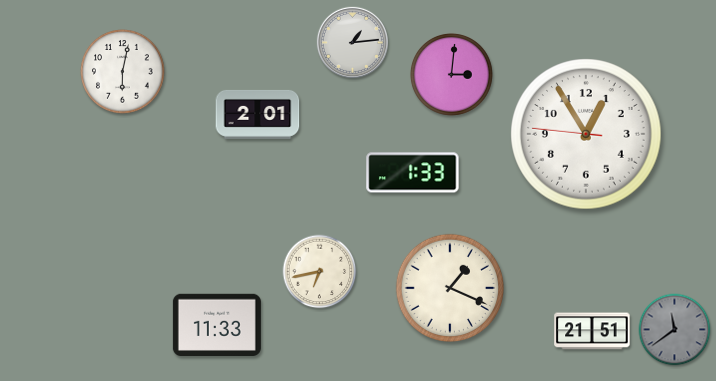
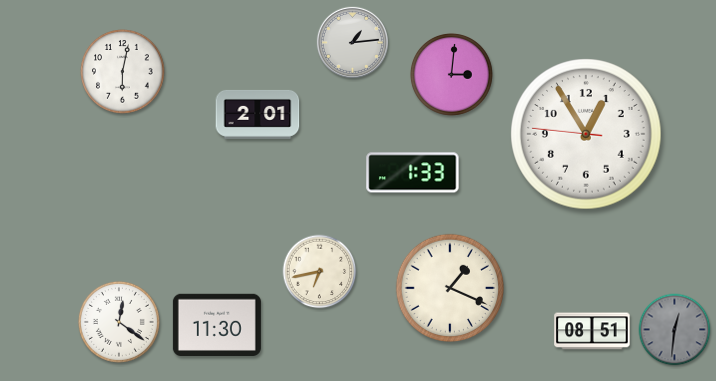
clock at (119, 322): none -> 12:21
clock at (217, 324): 11:33 -> 11:30
clock at (675, 330): 11:39 -> 12:31
clock at (592, 331): 21:51 -> 08:51
